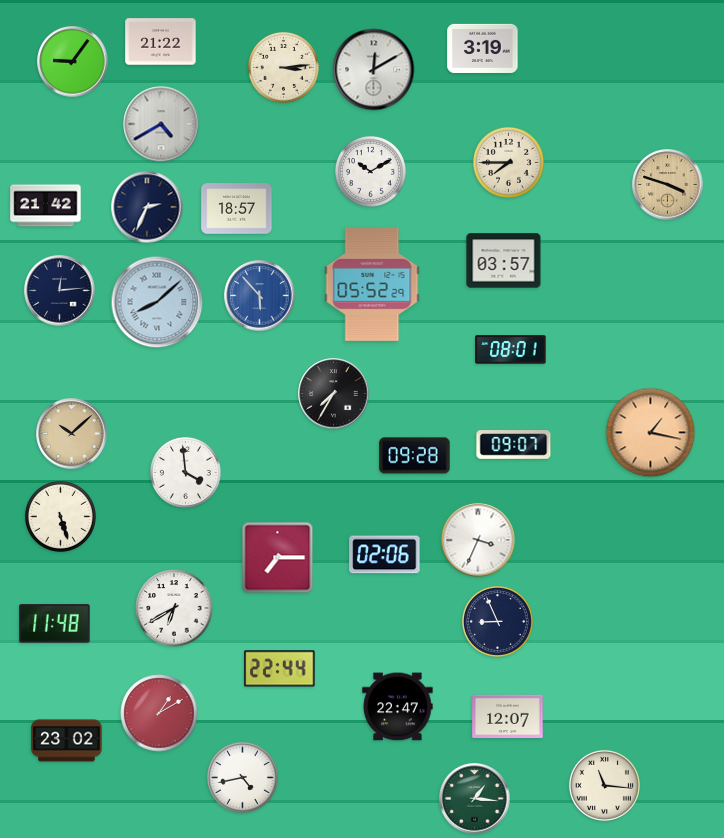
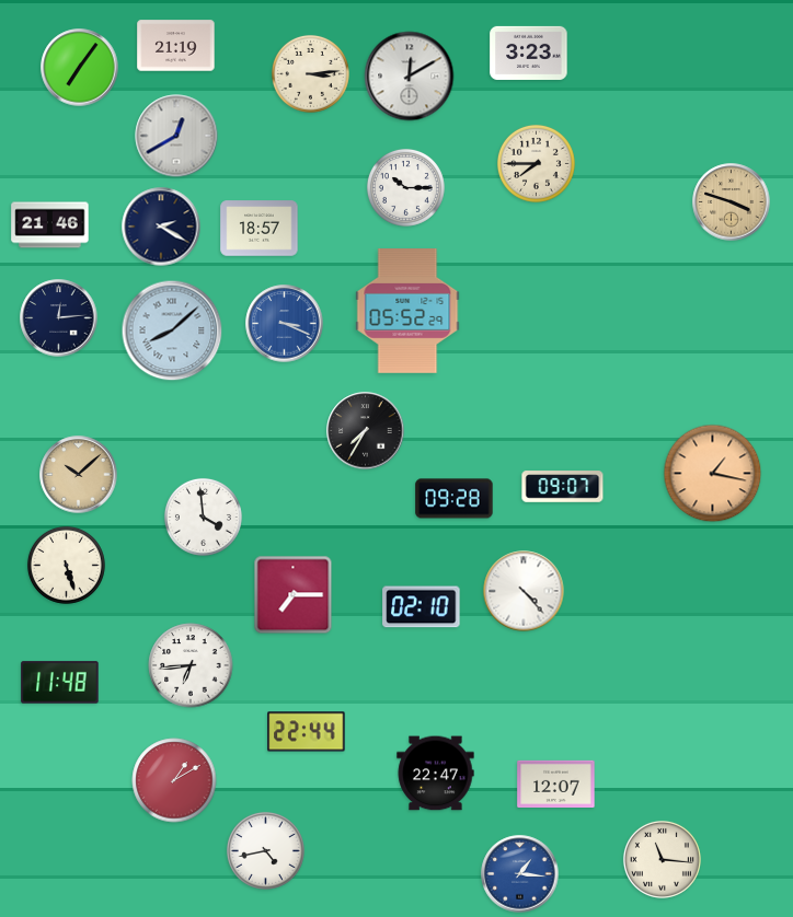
clock at (161, 42): 21:22 -> 21:19
clock at (483, 48): 3:19 -> 3:23
clock at (73, 62): 9:06 -> 7:06
clock at (161, 124): 4:40 -> 12:40
clock at (508, 162) position: (508, 162) -> (536, 163)
clock at (370, 171): 10:10 -> 10:15
clock at (46, 206): 21:42 -> 21:46
clock at (147, 207): 2:34 -> 2:20
clock at (504, 261): 03:57 -> none
clock at (60, 291) position: (60, 291) -> (59, 318)
clock at (260, 296): 5:53 -> 3:19
clock at (511, 350): 08:01 -> none
clock at (478, 540): 3:34 -> 4:23
clock at (385, 555): 02:06 -> 02:10
clock at (278, 558) position: (278, 558) -> (294, 595)
clock at (174, 608): 6:40 -> 6:44
clock at (497, 621): 8:56 -> none
clock at (67, 741): 23:02 -> none
clock at (475, 799) dial: green -> blue
